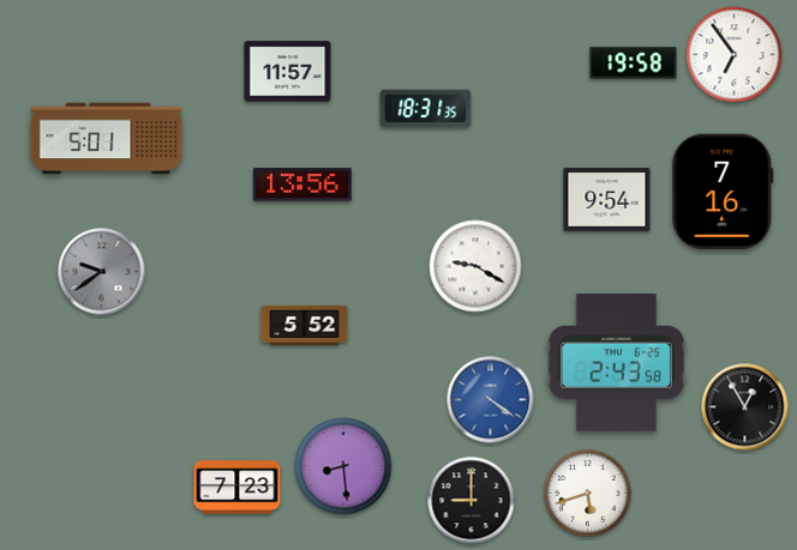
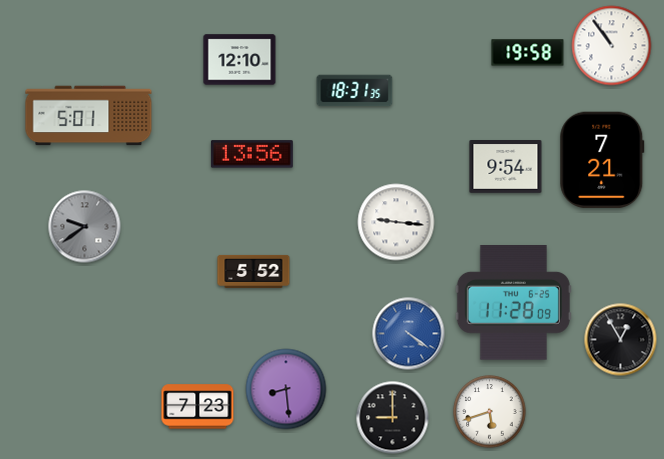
clock at (735, 55): 6:54 -> 10:54
clock at (288, 72): 11:57 -> 12:10
clock at (723, 192): 7:16 -> 7:21
clock at (475, 266): 9:20 -> 9:16
clock at (616, 363): 2:43 -> 11:28
